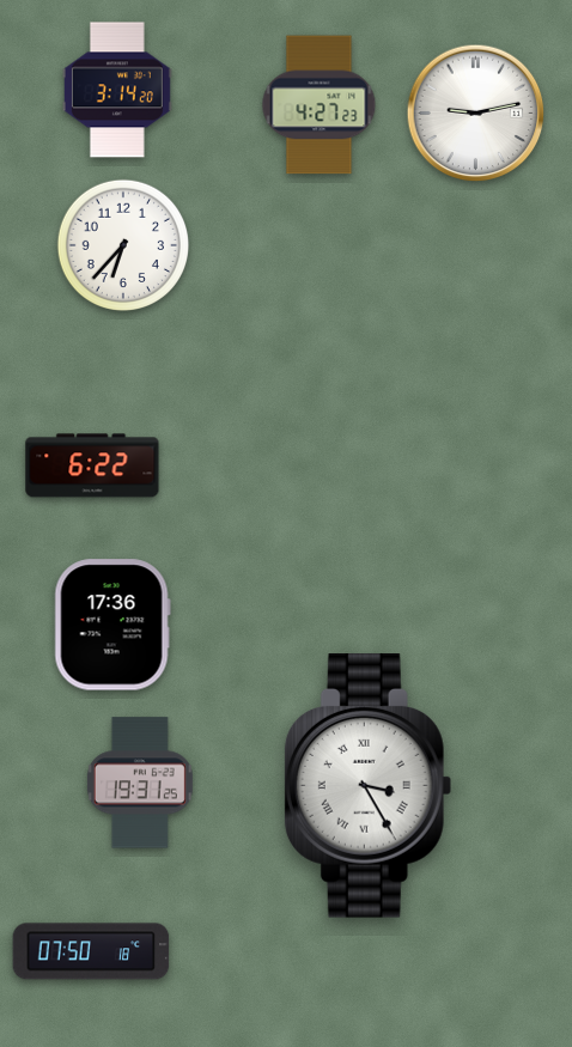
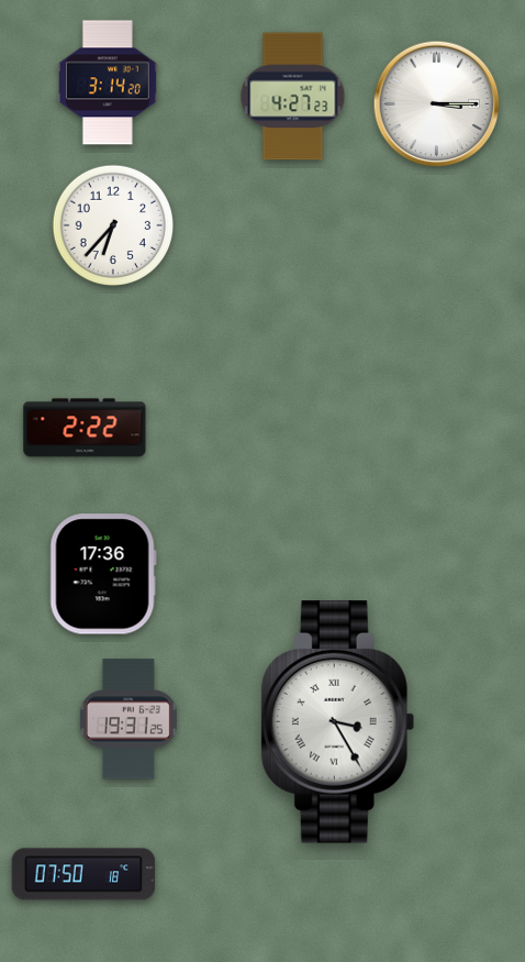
clock at (476, 114): 9:13 -> 3:15
clock at (92, 465): 6:22 -> 2:22
